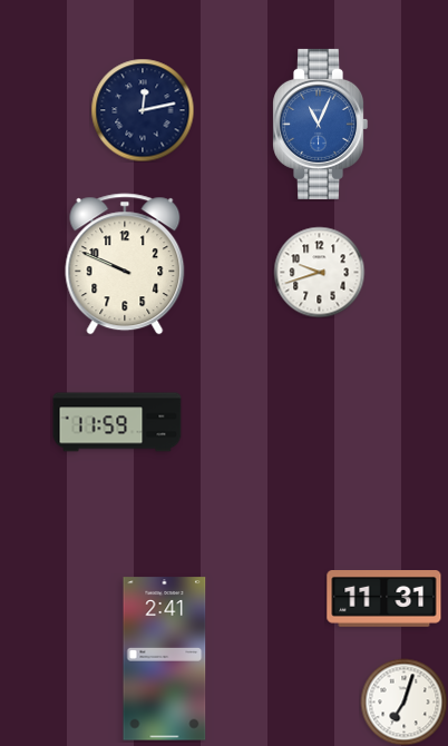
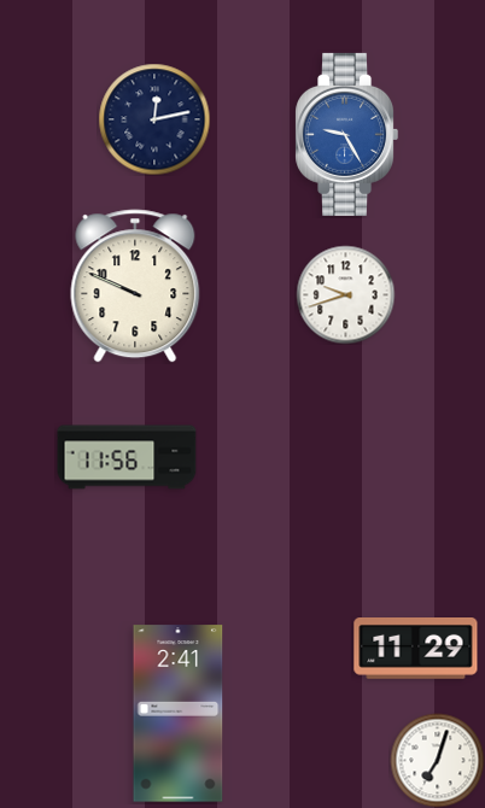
clock at (321, 124): 11:04 -> 9:25
clock at (117, 422): 11:59 -> 11:56
clock at (384, 599): 11:31 -> 11:29
